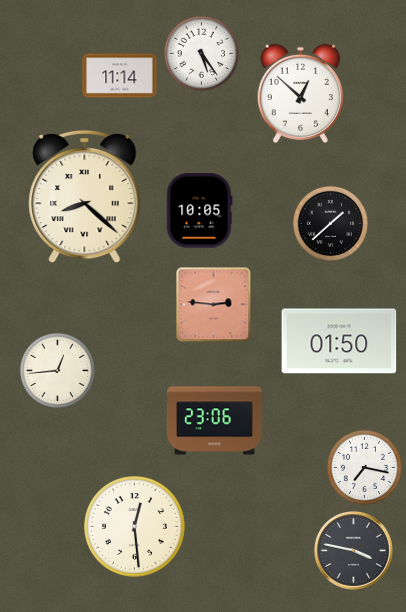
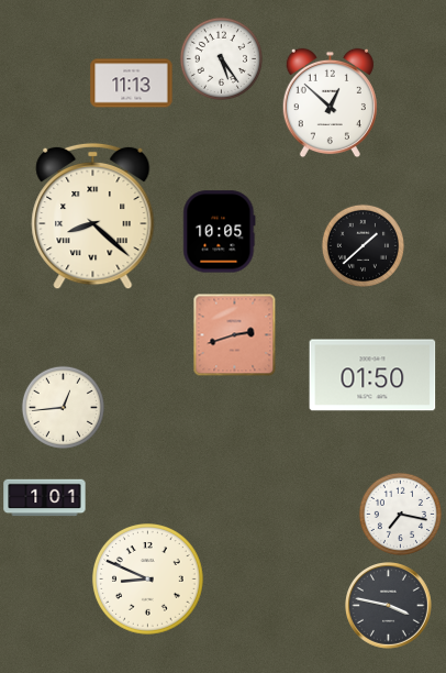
clock at (120, 76): 11:14 -> 11:13
clock at (214, 305): 2:46 -> 2:42
clock at (214, 421): 23:06 -> none
clock at (45, 498): none -> 1:01
clock at (135, 527): 12:29 -> 8:49
